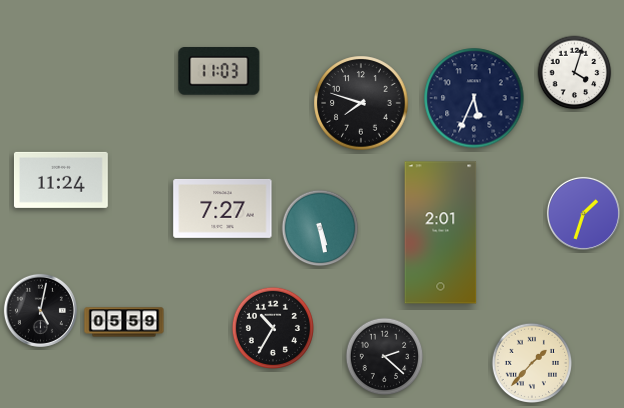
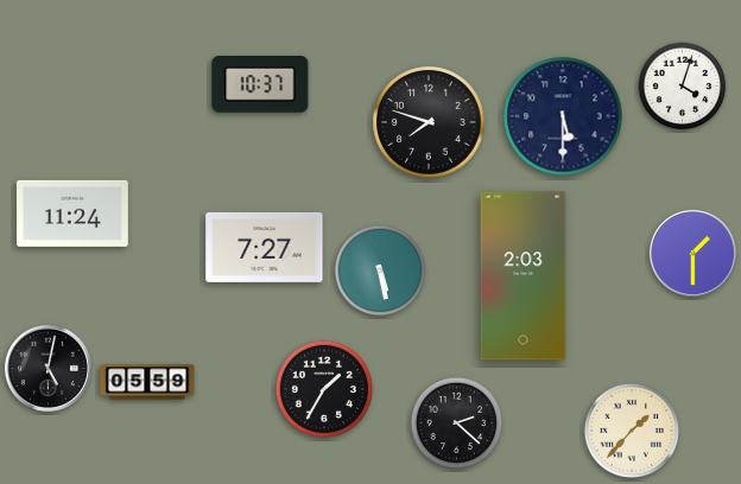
clock at (219, 72): 11:03 -> 10:37
clock at (474, 98): 5:34 -> 5:30
clock at (583, 213): 1:33 -> 1:30
clock at (441, 233): 2:01 -> 2:03
clock at (273, 328): 10:35 -> 1:35
